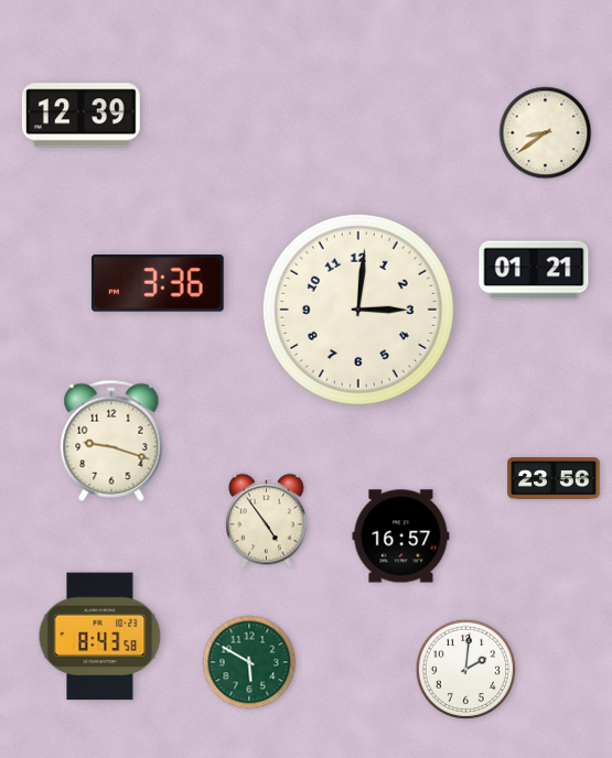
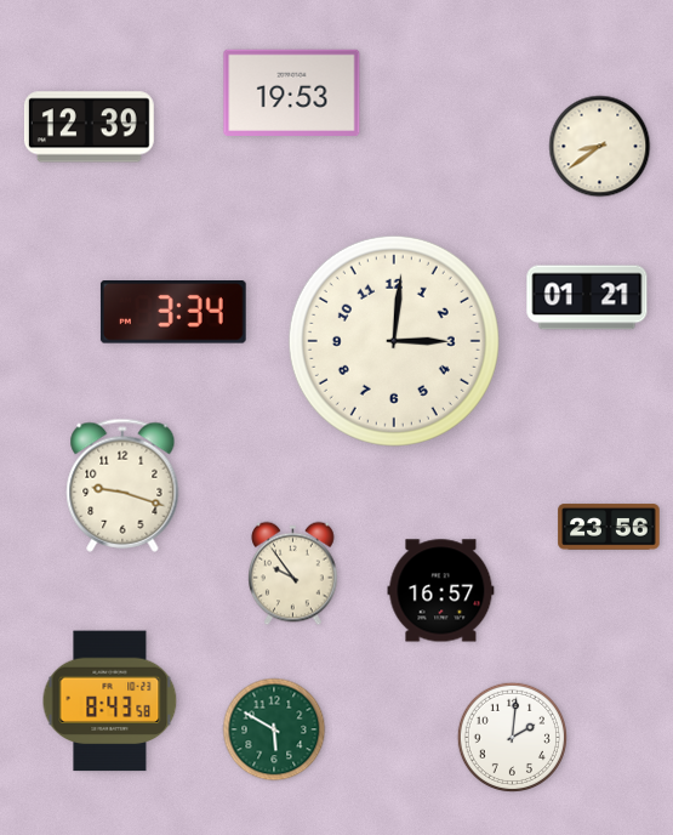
clock at (292, 92): none -> 19:53
clock at (158, 284): 3:36 -> 3:34
clock at (267, 521): 4:54 -> 9:54
